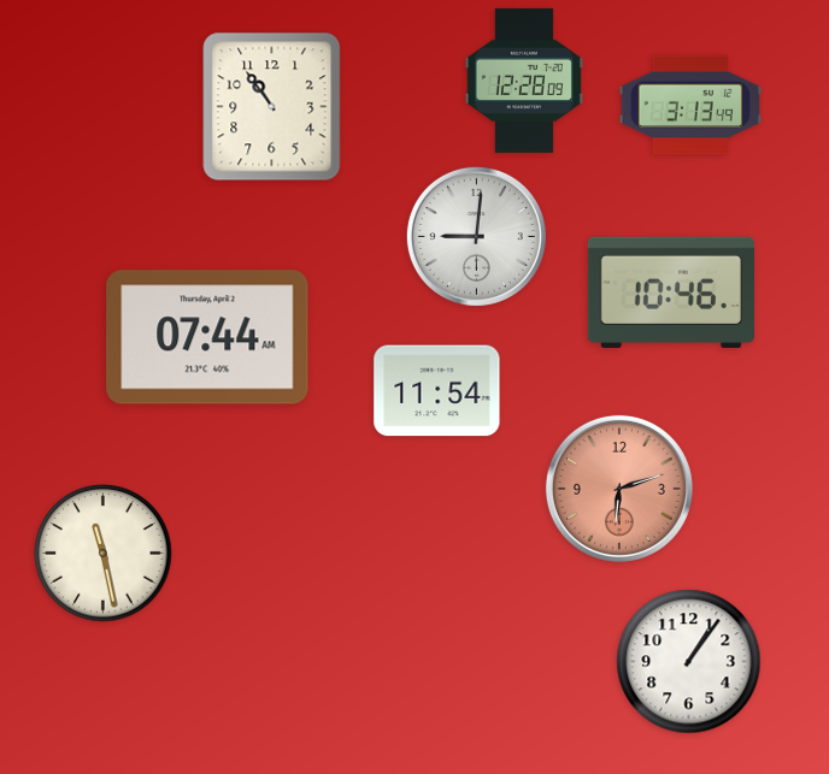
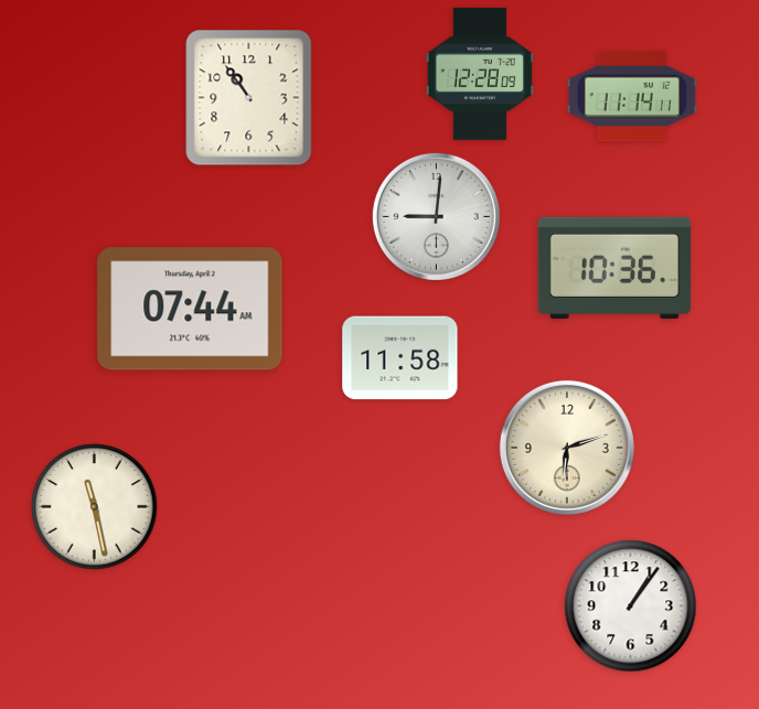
clock at (690, 105): 3:13 -> 11:14
clock at (671, 293): 10:46 -> 10:36
clock at (437, 391): 11:54 -> 11:58
clock at (619, 489) dial: salmon -> cream
